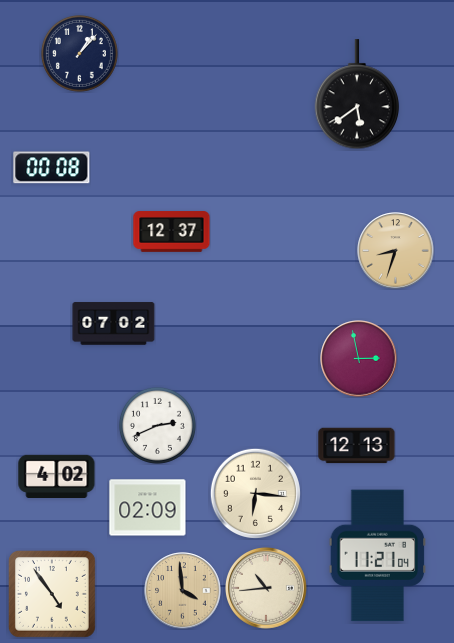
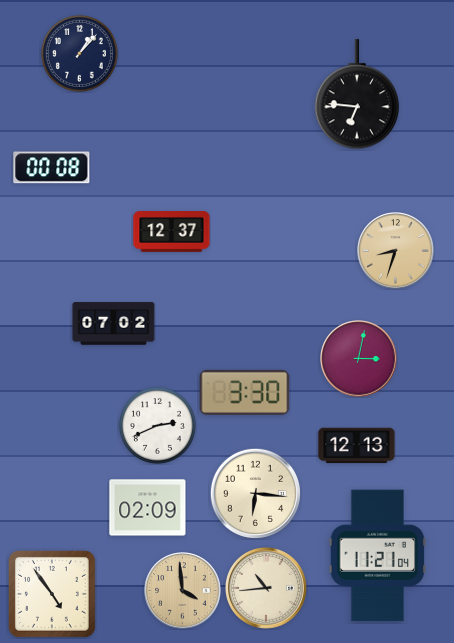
clock at (357, 95): 5:39 -> 6:46
clock at (359, 359): 2:58 -> 3:02
clock at (245, 392): none -> 3:30
clock at (57, 476): 4:02 -> none
